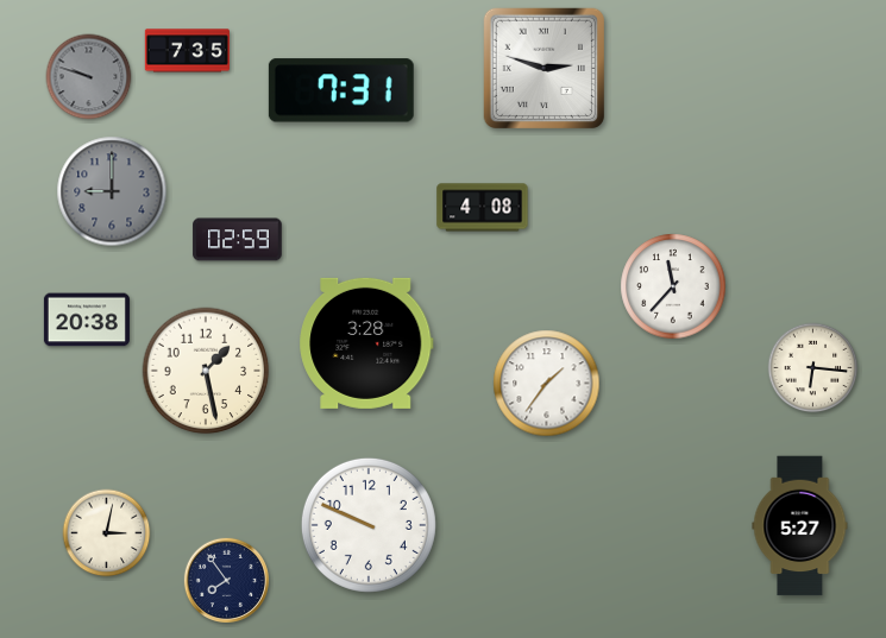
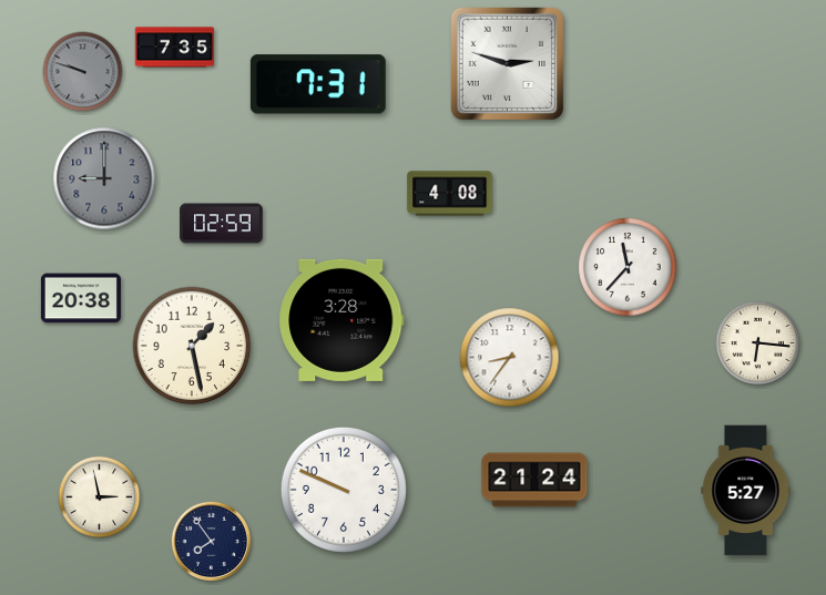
clock at (547, 384): 1:36 -> 8:36
clock at (534, 480): none -> 21:24
clock at (107, 533): 3:02 -> 2:58
